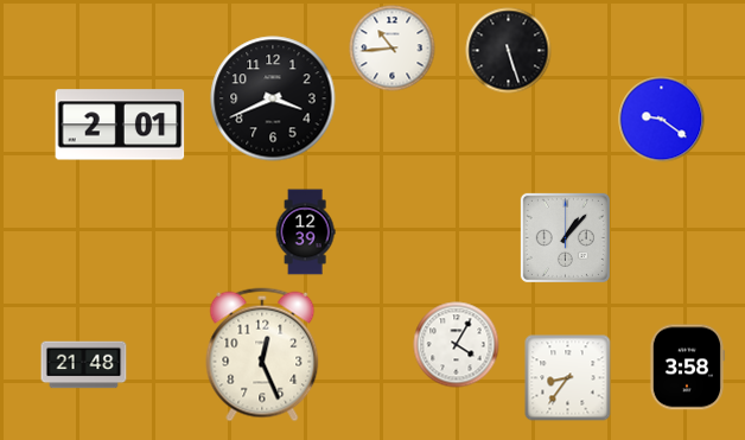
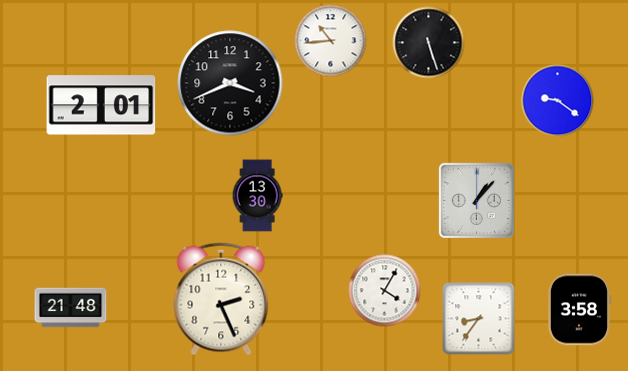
clock at (305, 232): 12:39 -> 13:30
clock at (262, 355): 12:26 -> 2:26
